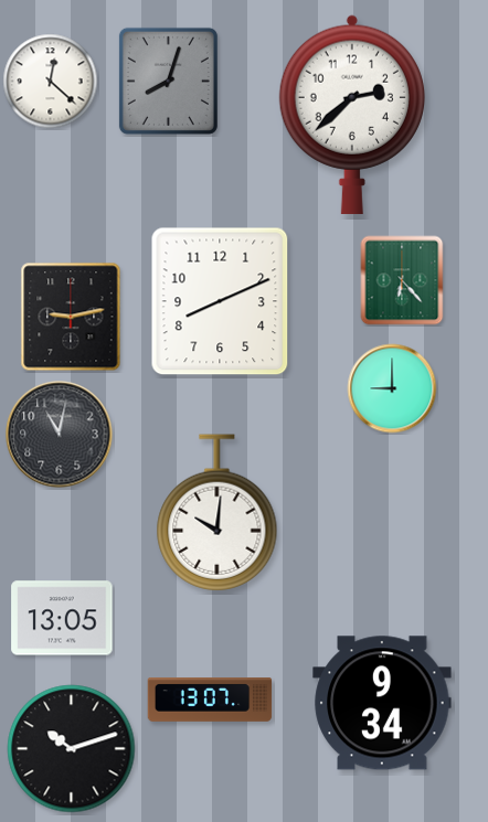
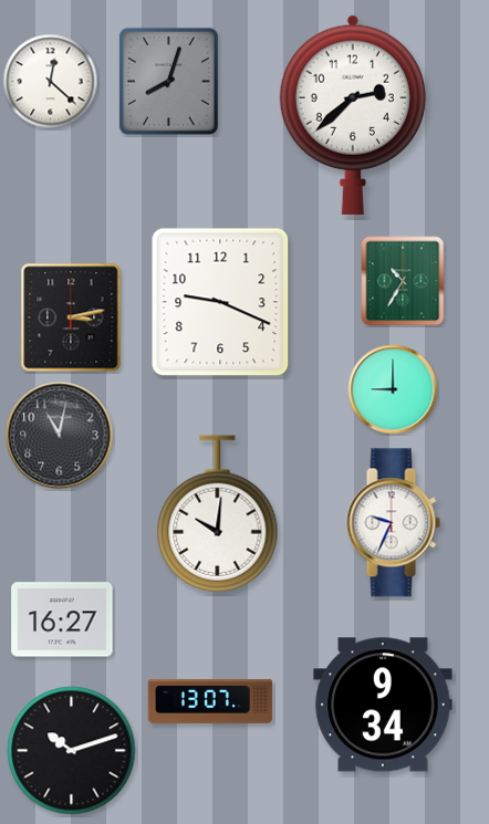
clock at (402, 280): 6:23 -> 10:35
clock at (220, 301): 8:11 -> 9:19
clock at (71, 317): 9:13 -> 3:13
clock at (393, 523): none -> 9:34
clock at (62, 618): 13:05 -> 16:27
